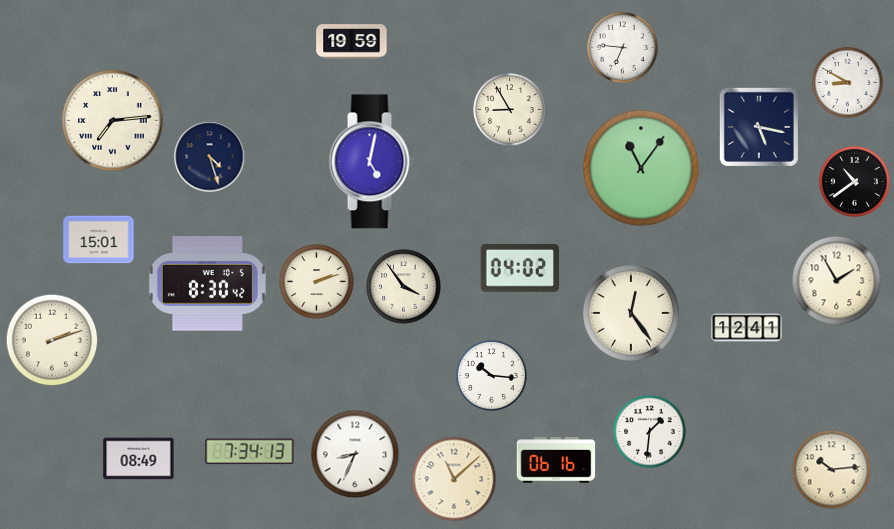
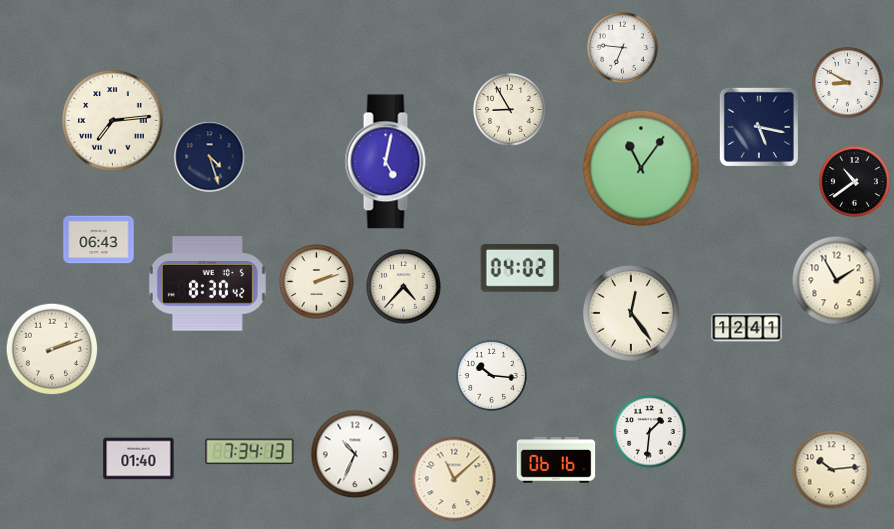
clock at (352, 42): 19:59 -> none
clock at (371, 162) position: (371, 162) -> (387, 162)
clock at (99, 240): 15:01 -> 06:43
clock at (404, 287): 3:54 -> 4:37
clock at (52, 340) position: (52, 340) -> (52, 349)
clock at (355, 454): 8:34 -> 10:34
clock at (139, 459): 08:49 -> 01:40
